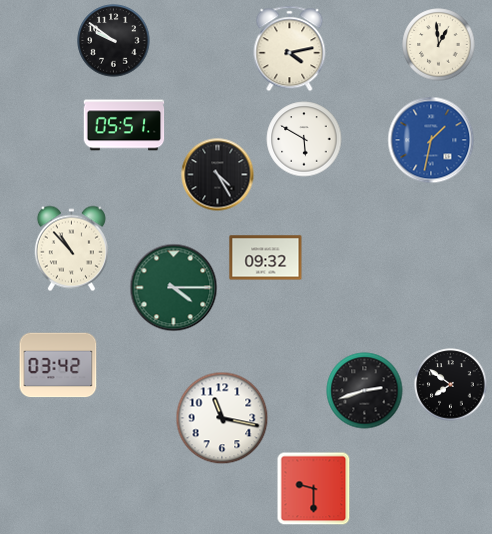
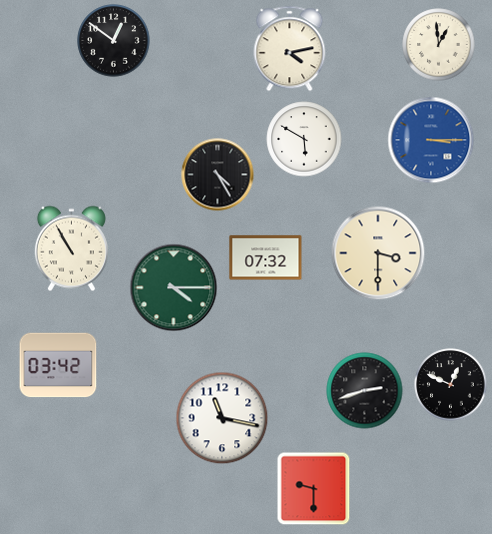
clock at (114, 41): 9:51 -> 12:51
clock at (124, 125): 05:51 -> none
clock at (431, 140): 1:32 -> 3:15
clock at (71, 249): 10:53 -> 10:55
clock at (378, 253): none -> 3:30
clock at (266, 258): 09:32 -> 07:32
clock at (451, 385): 7:51 -> 12:49
